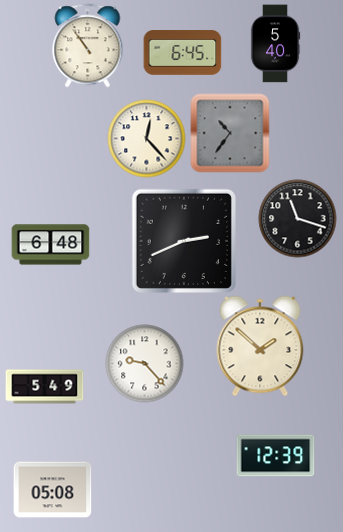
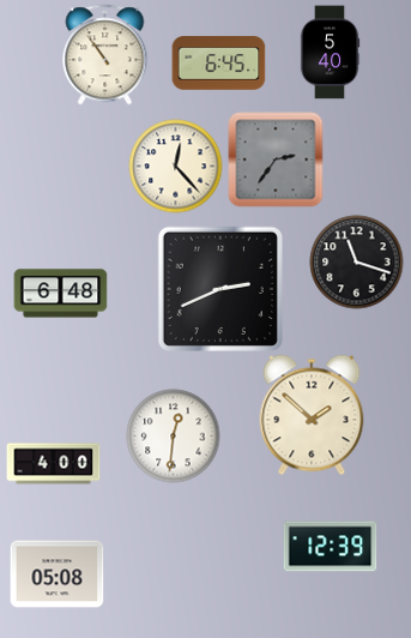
clock at (230, 133): 10:36 -> 2:36
clock at (144, 363): 9:23 -> 12:31
clock at (44, 387): 5:49 -> 4:00
clock at (52, 490) position: (52, 490) -> (56, 574)
